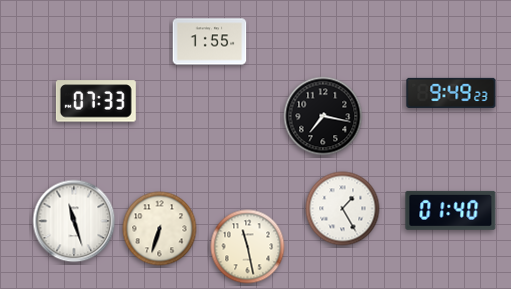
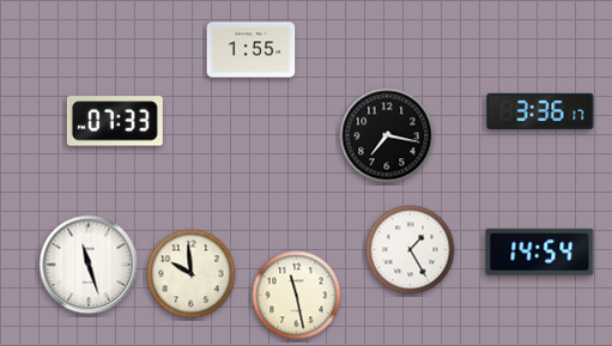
clock at (451, 93): 9:49 -> 3:36
clock at (323, 116) position: (323, 116) -> (387, 135)
clock at (451, 210): 01:40 -> 14:54
clock at (160, 229): 6:33 -> 9:59
